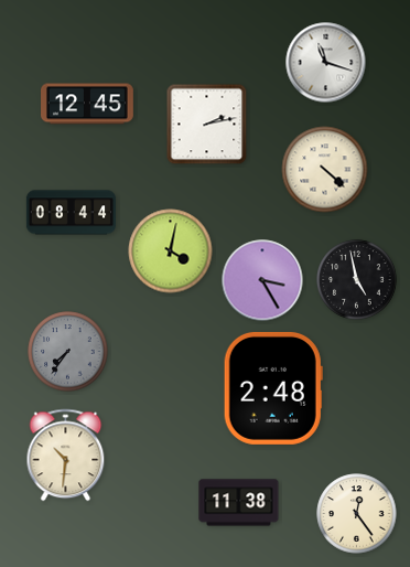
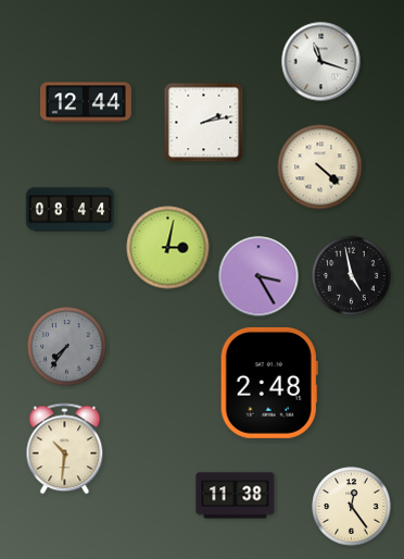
clock at (88, 104): 12:45 -> 12:44
clock at (171, 252): 4:02 -> 3:02
